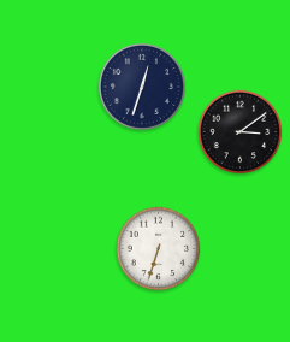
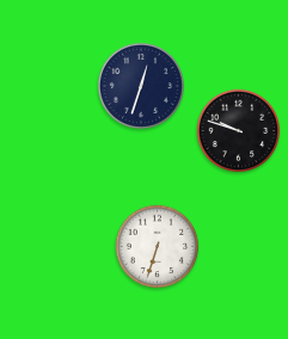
clock at (241, 132): 3:09 -> 9:48
